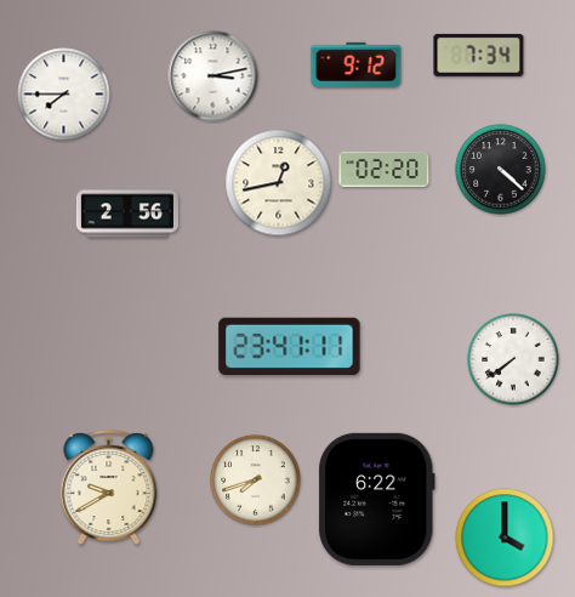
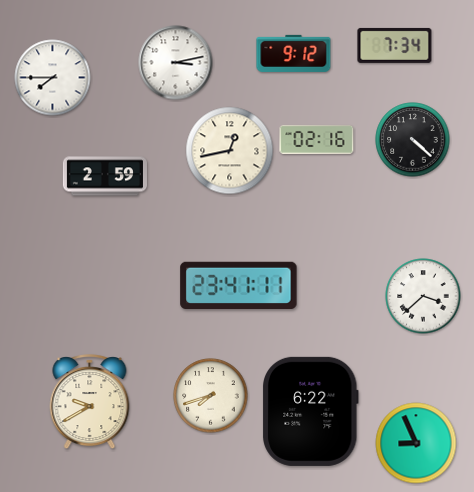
clock at (385, 169): 02:20 -> 02:16
clock at (127, 214): 2:56 -> 2:59
clock at (513, 359): 7:39 -> 3:38
clock at (505, 538): 4:00 -> 8:56
